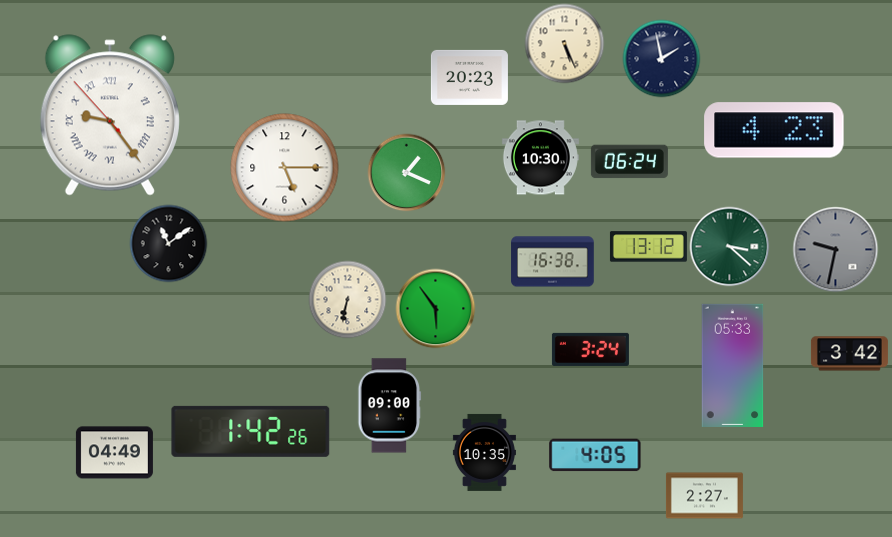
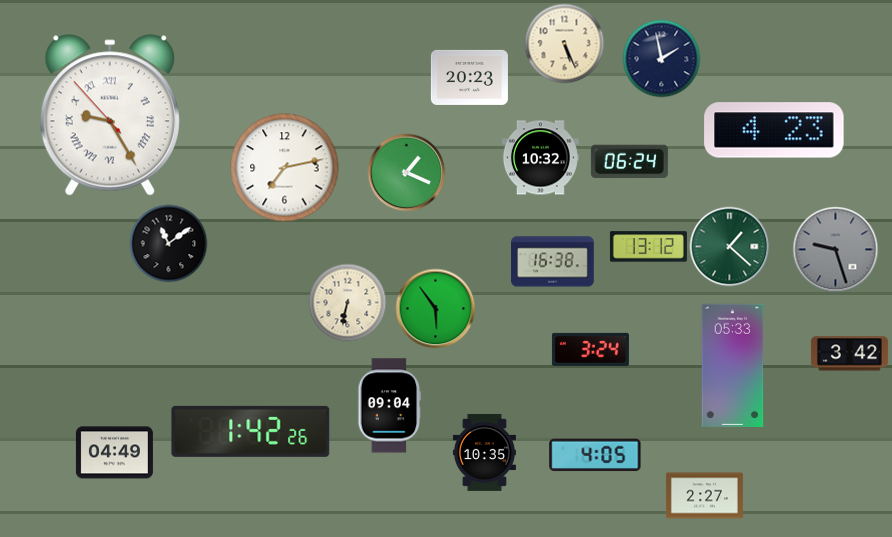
clock at (110, 115): 9:23 -> 9:24
clock at (540, 158): 10:30 -> 10:32
clock at (285, 168): 5:15 -> 7:13
clock at (729, 246): 3:22 -> 1:22
clock at (835, 249): 9:32 -> 9:27
clock at (347, 299) position: (347, 299) -> (347, 302)
clock at (390, 406): 09:00 -> 09:04
